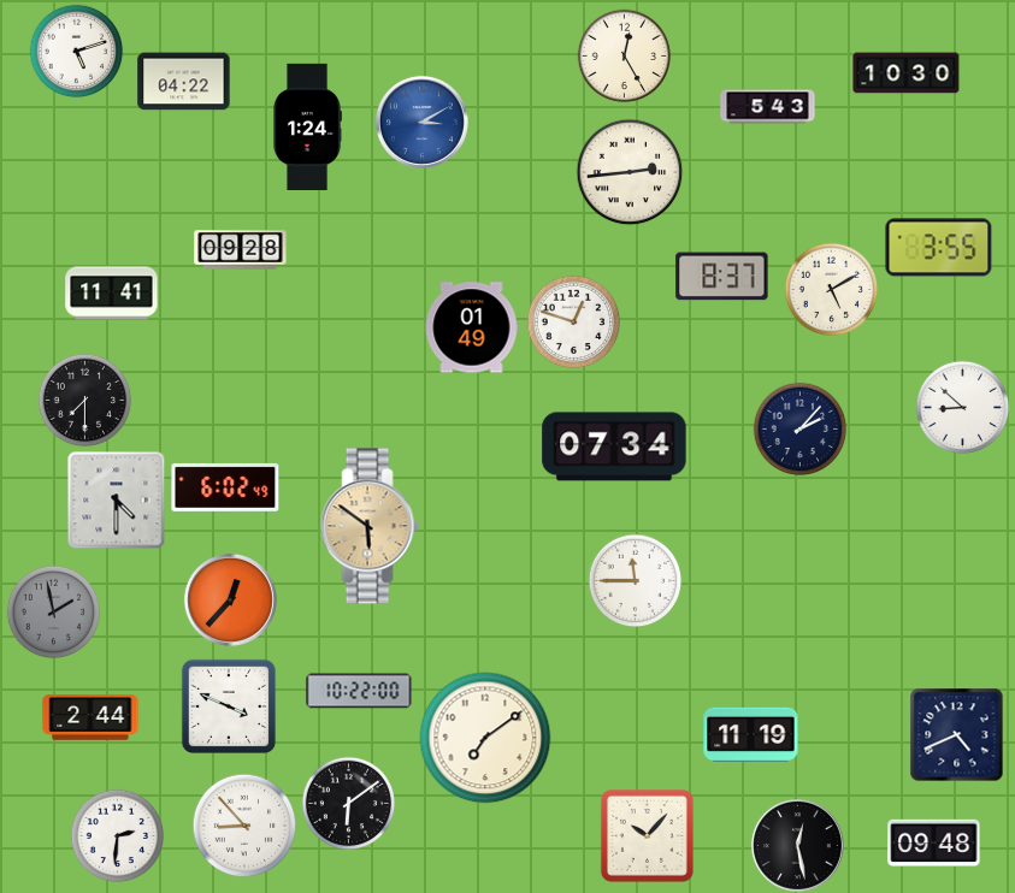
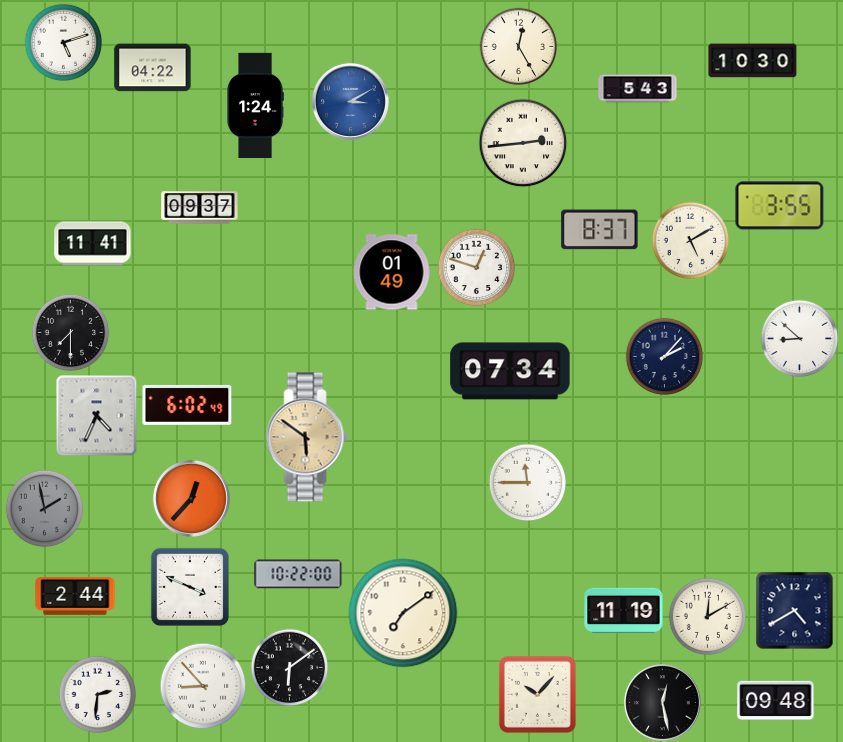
clock at (241, 250): 09:28 -> 09:37
clock at (116, 499): 4:30 -> 4:34
clock at (956, 734): 4:41 -> 4:40
clock at (707, 616): none -> 12:10
